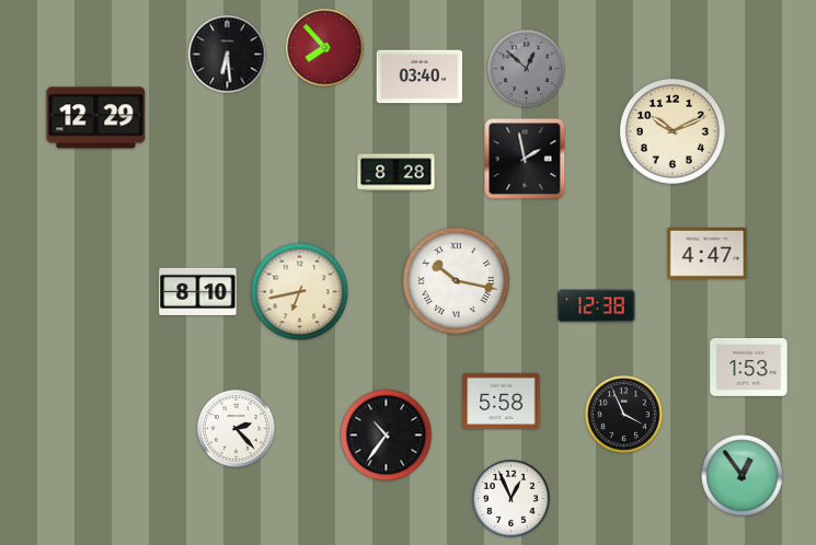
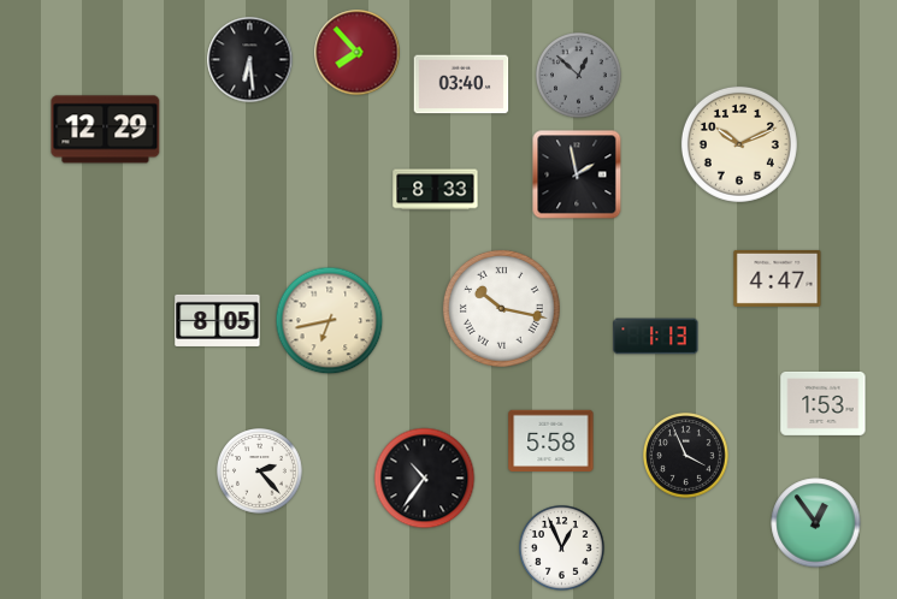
clock at (396, 173): 8:28 -> 8:33
clock at (198, 291): 8:10 -> 8:05
clock at (597, 306): 12:38 -> 1:13
